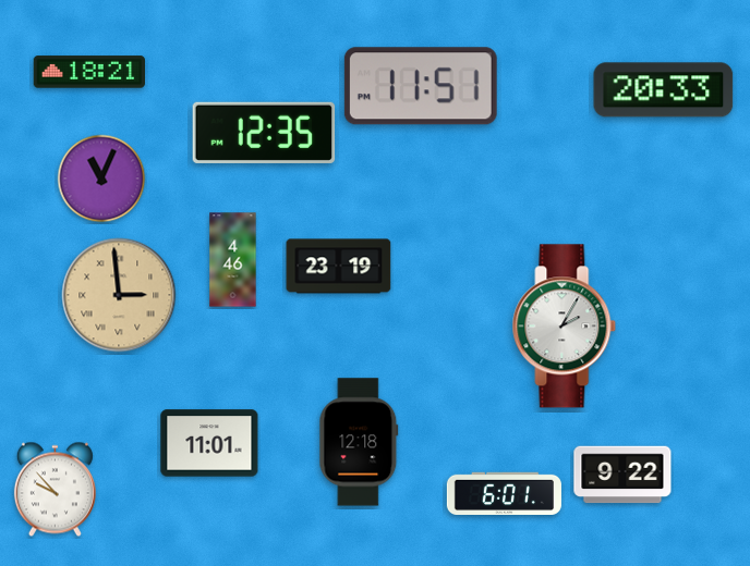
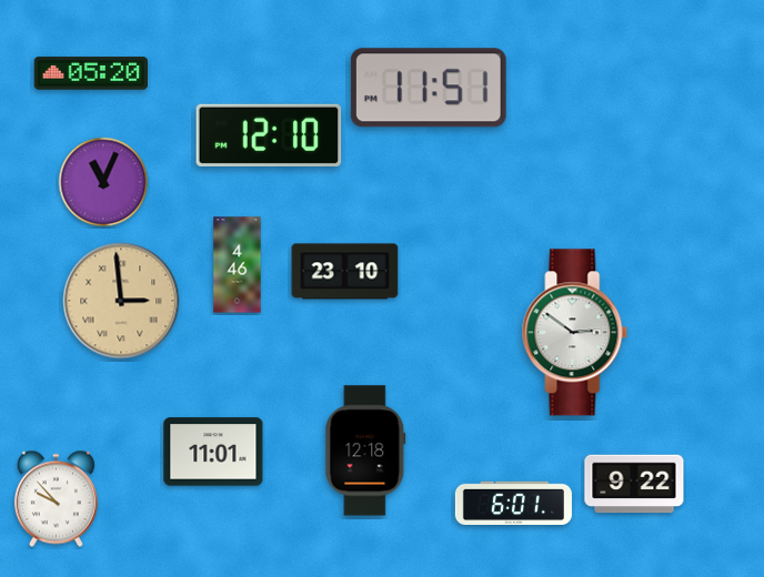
clock at (88, 72): 18:21 -> 05:20
clock at (664, 90): 20:33 -> none
clock at (264, 133): 12:35 -> 12:10
clock at (339, 267): 23:19 -> 23:10
clock at (565, 327): 2:05 -> 2:51
